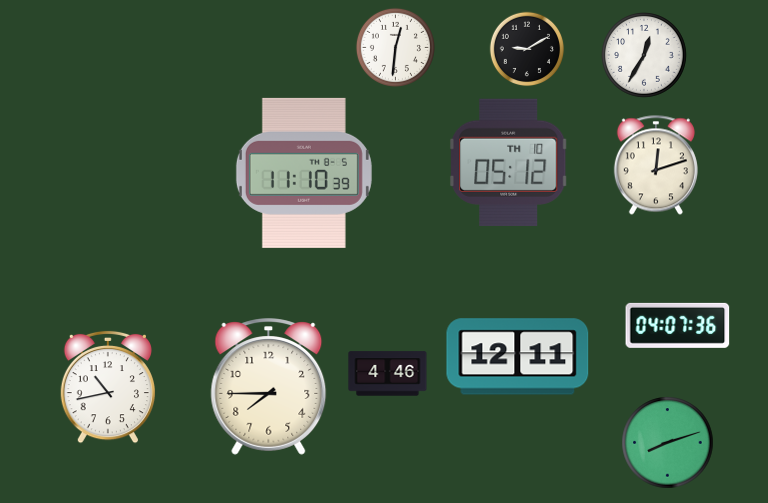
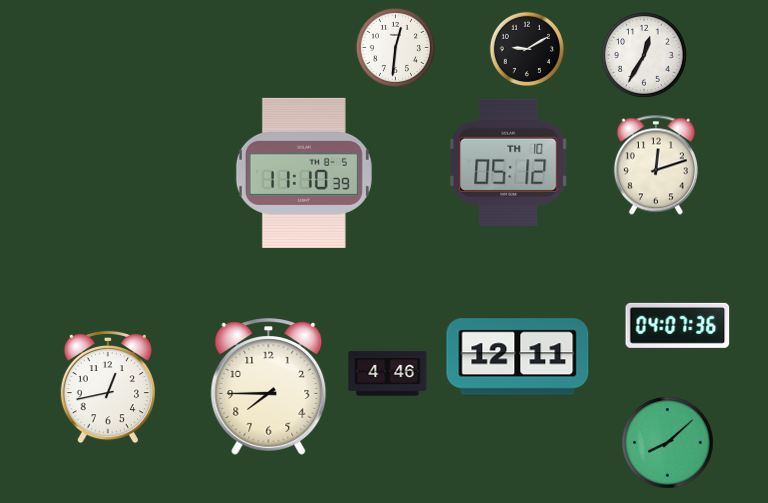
clock at (107, 387): 10:43 -> 12:43
clock at (668, 443): 8:12 -> 8:08
